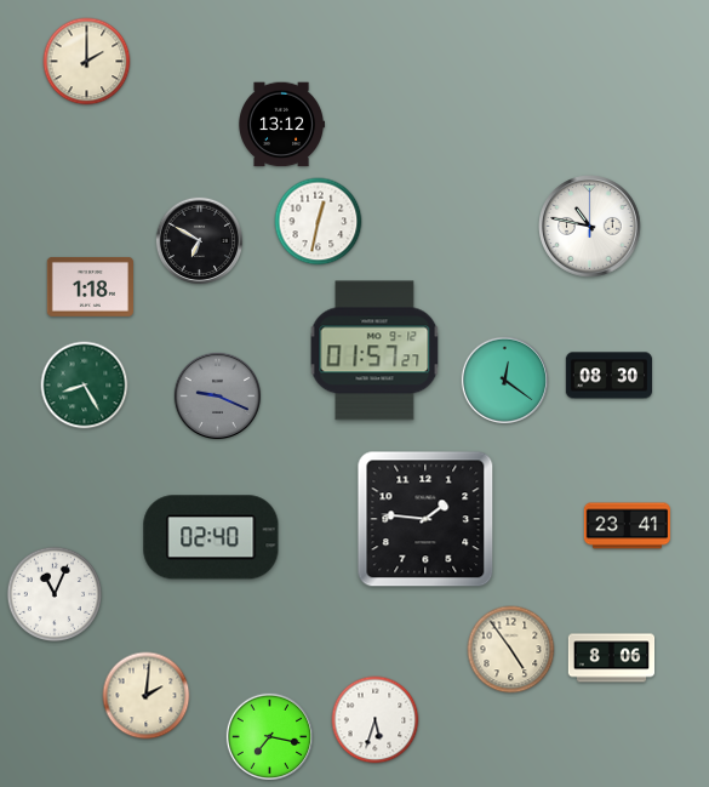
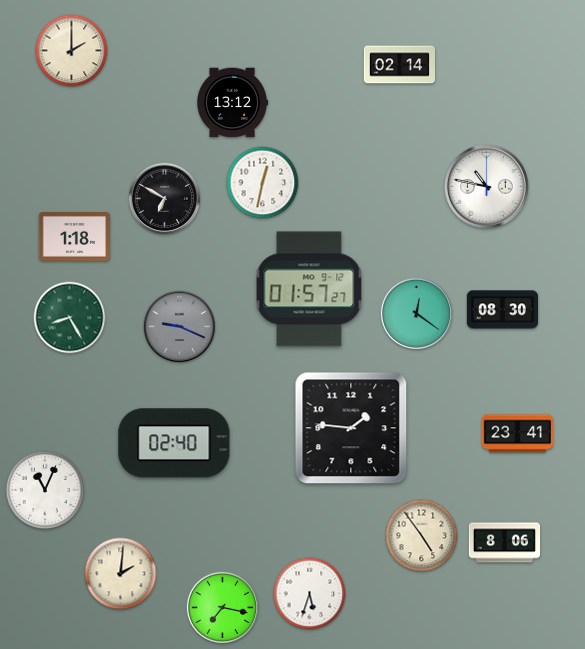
clock at (399, 65): none -> 02:14
